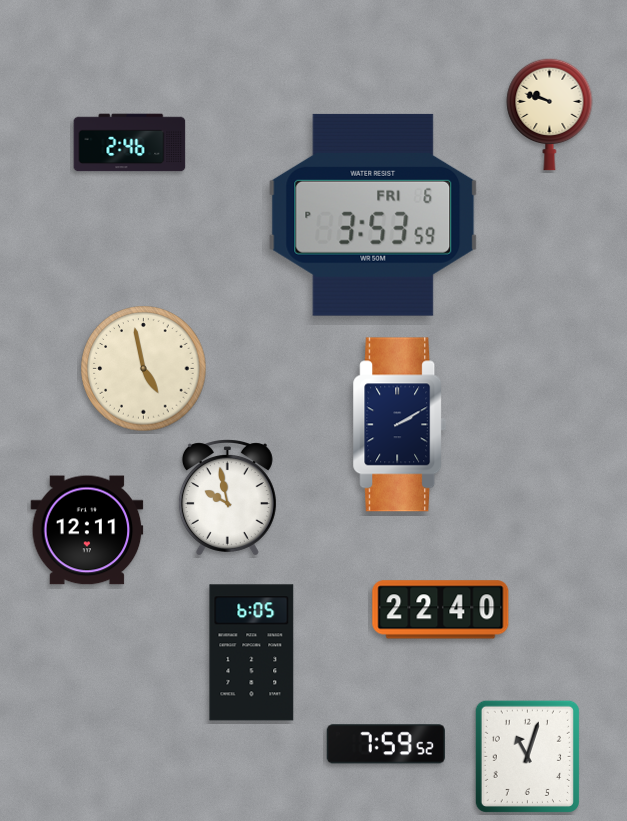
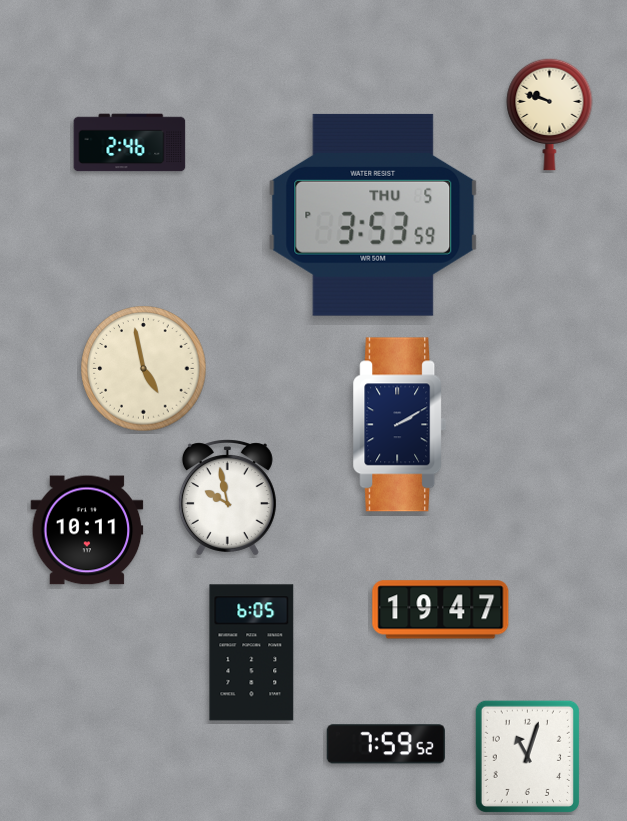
clock at (373, 215) date: FRI 6 -> THU 5
clock at (87, 530): 12:11 -> 10:11
clock at (441, 610): 22:40 -> 19:47
